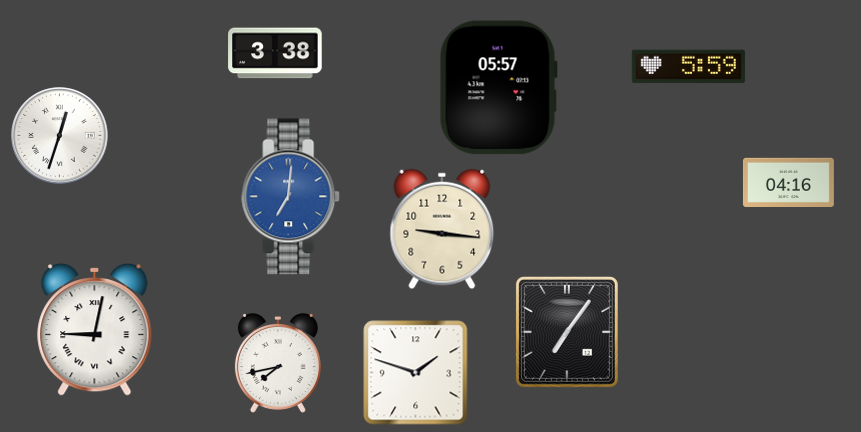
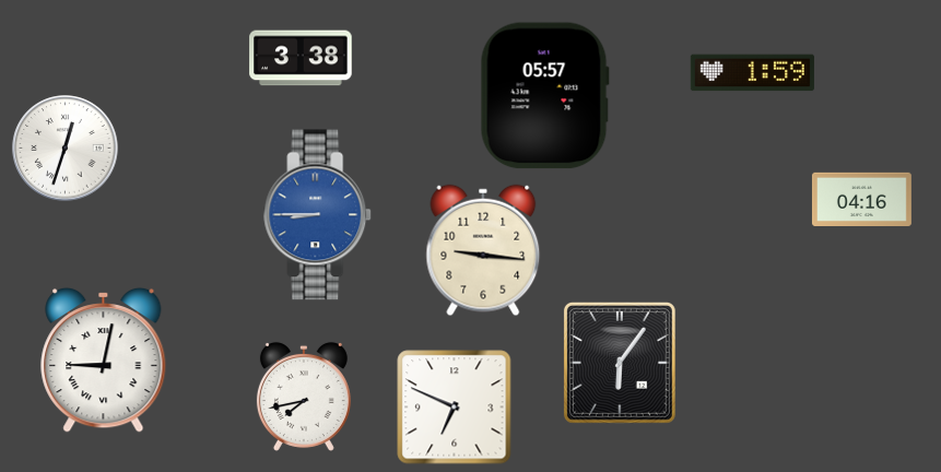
clock at (688, 67): 5:59 -> 1:59
clock at (291, 197): 7:01 -> 8:45
clock at (567, 332): 7:06 -> 6:06
clock at (416, 373): 1:48 -> 6:49
